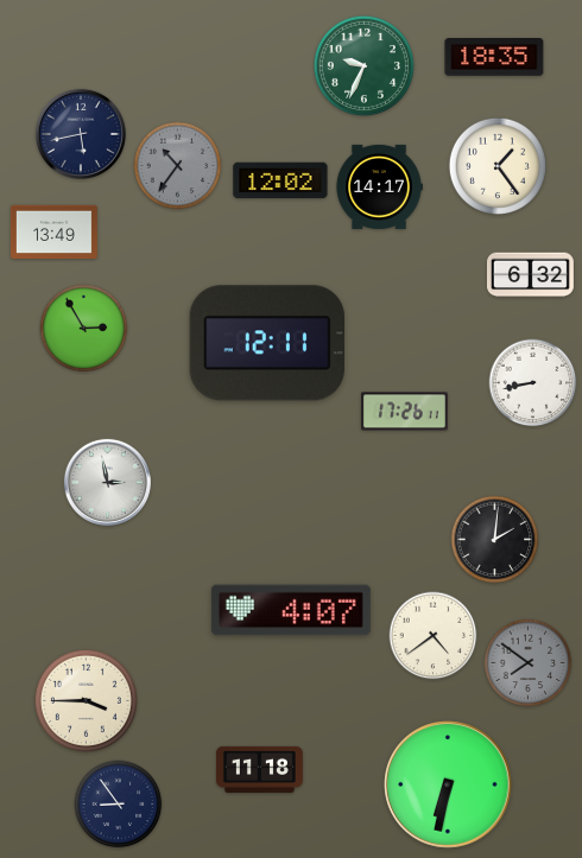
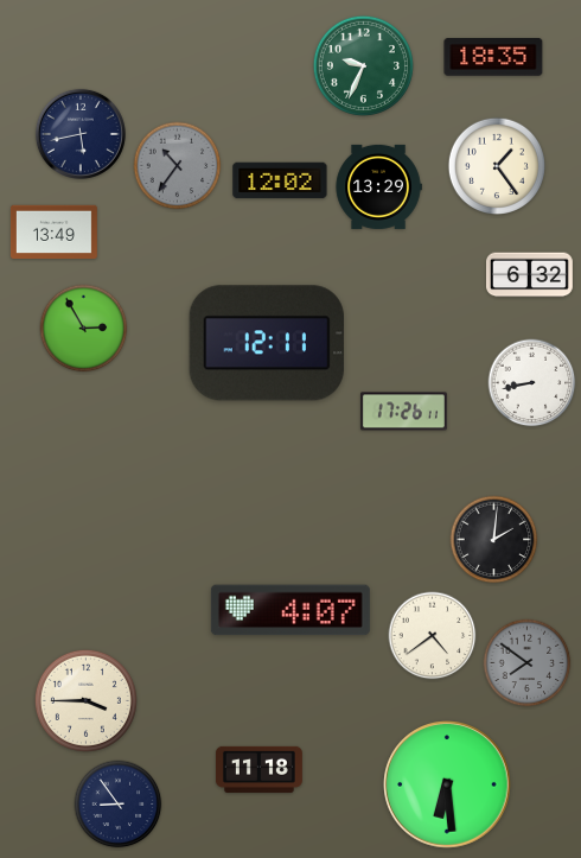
clock at (379, 186): 14:17 -> 13:29
clock at (107, 482): 2:58 -> none
clock at (448, 784): 6:32 -> 6:29
